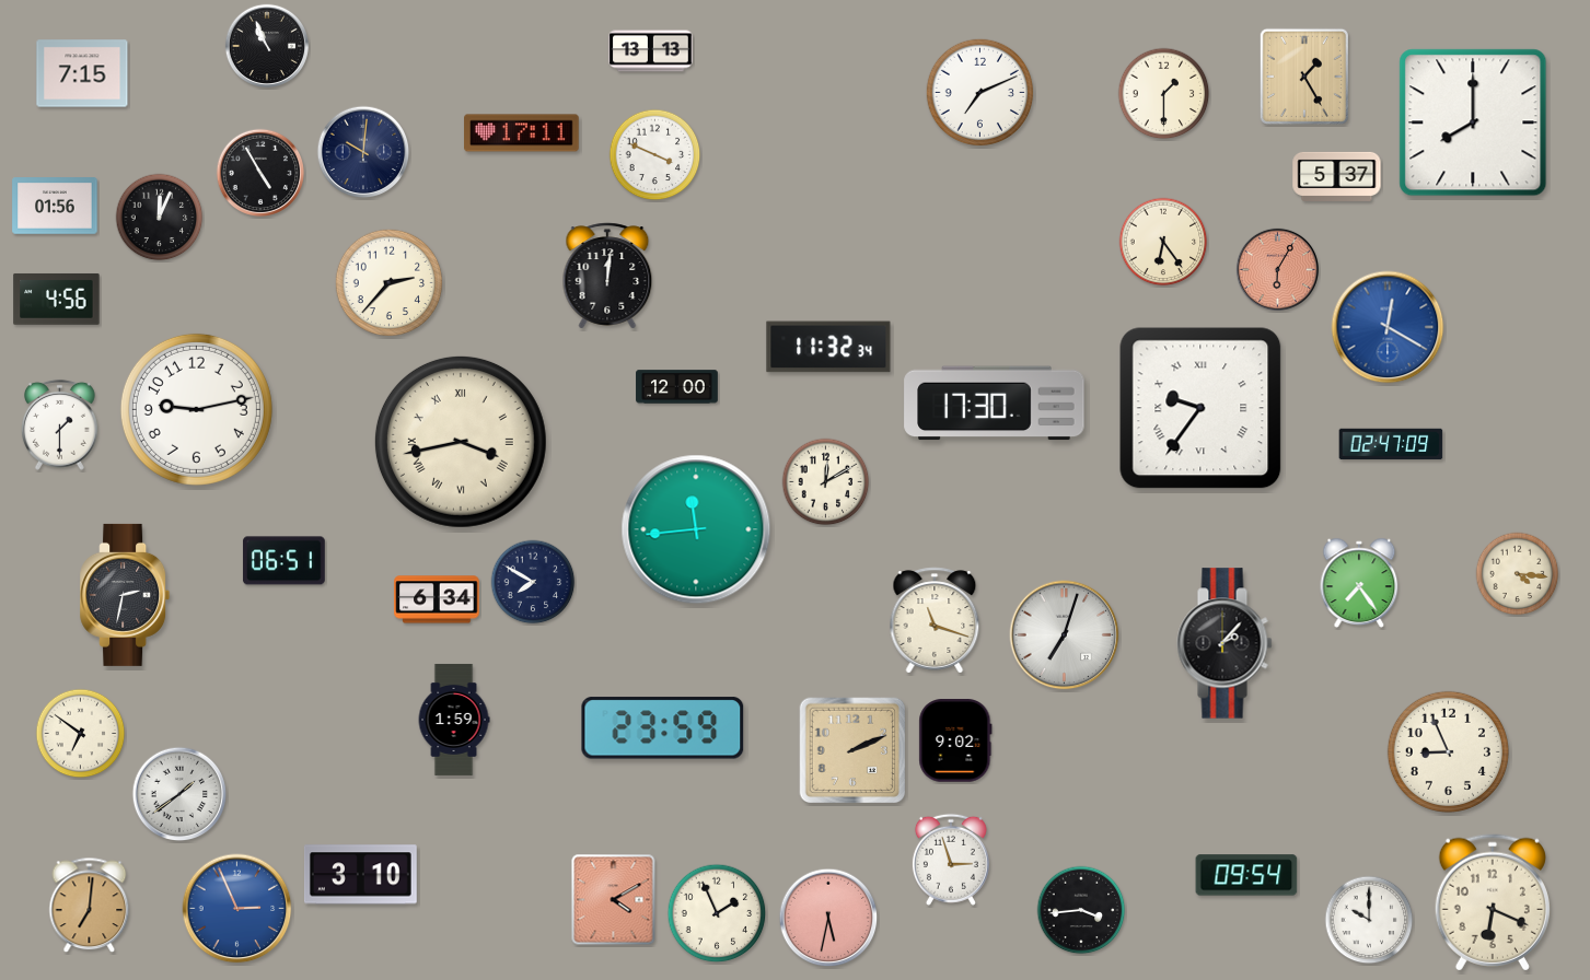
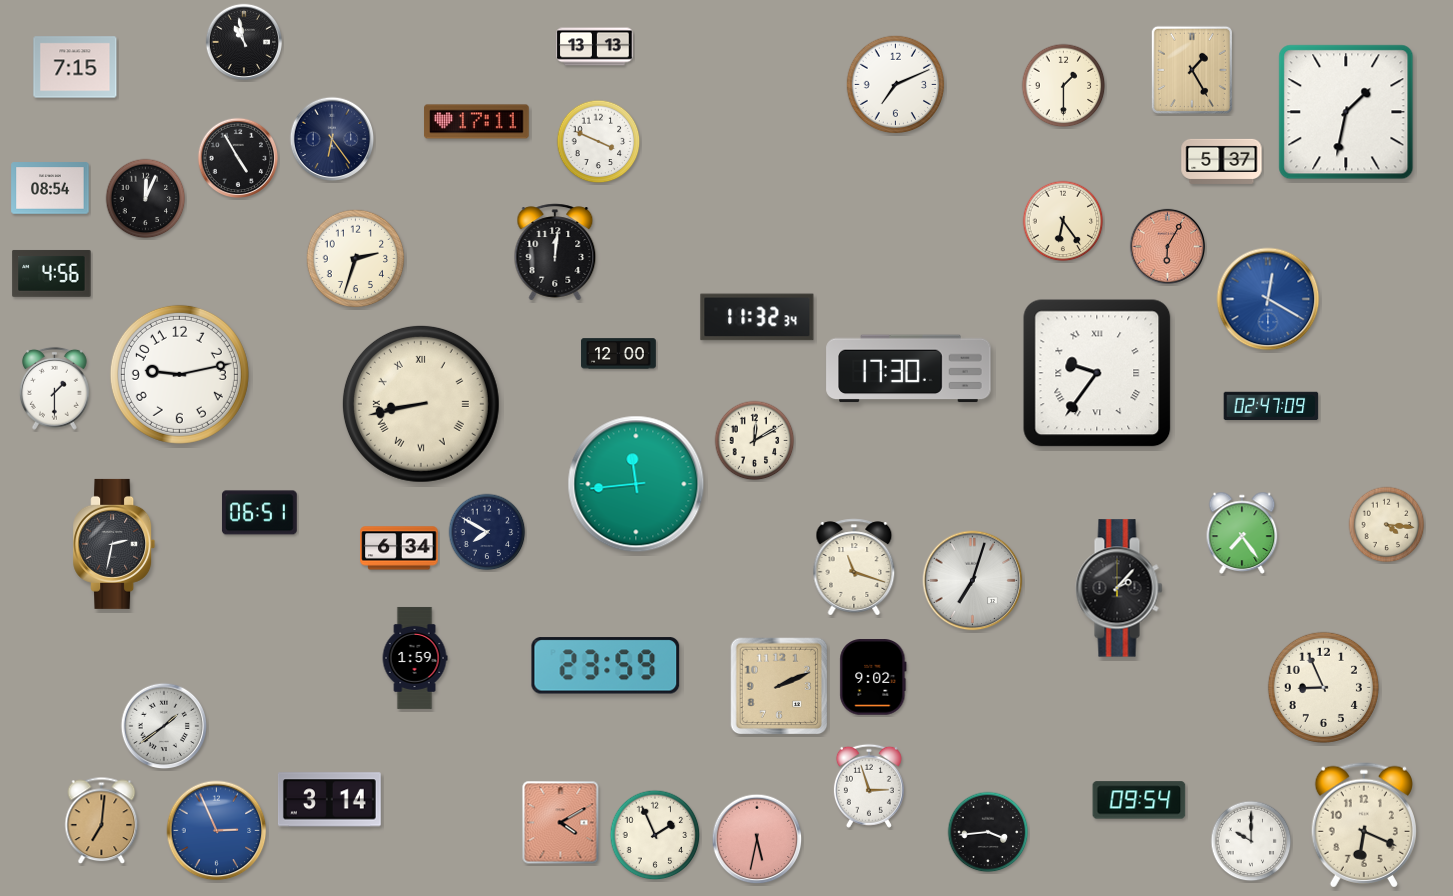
clock at (266, 45): 10:56 -> 10:58
clock at (1473, 122): 8:00 -> 1:32
clock at (363, 152): 10:01 -> 6:24
clock at (55, 206): 01:56 -> 08:54
clock at (390, 283): 2:37 -> 2:33
clock at (461, 442): 3:43 -> 8:43
clock at (81, 734): 6:51 -> none
clock at (360, 875): 3:10 -> 3:14
clock at (90, 906) position: (90, 906) -> (102, 821)
